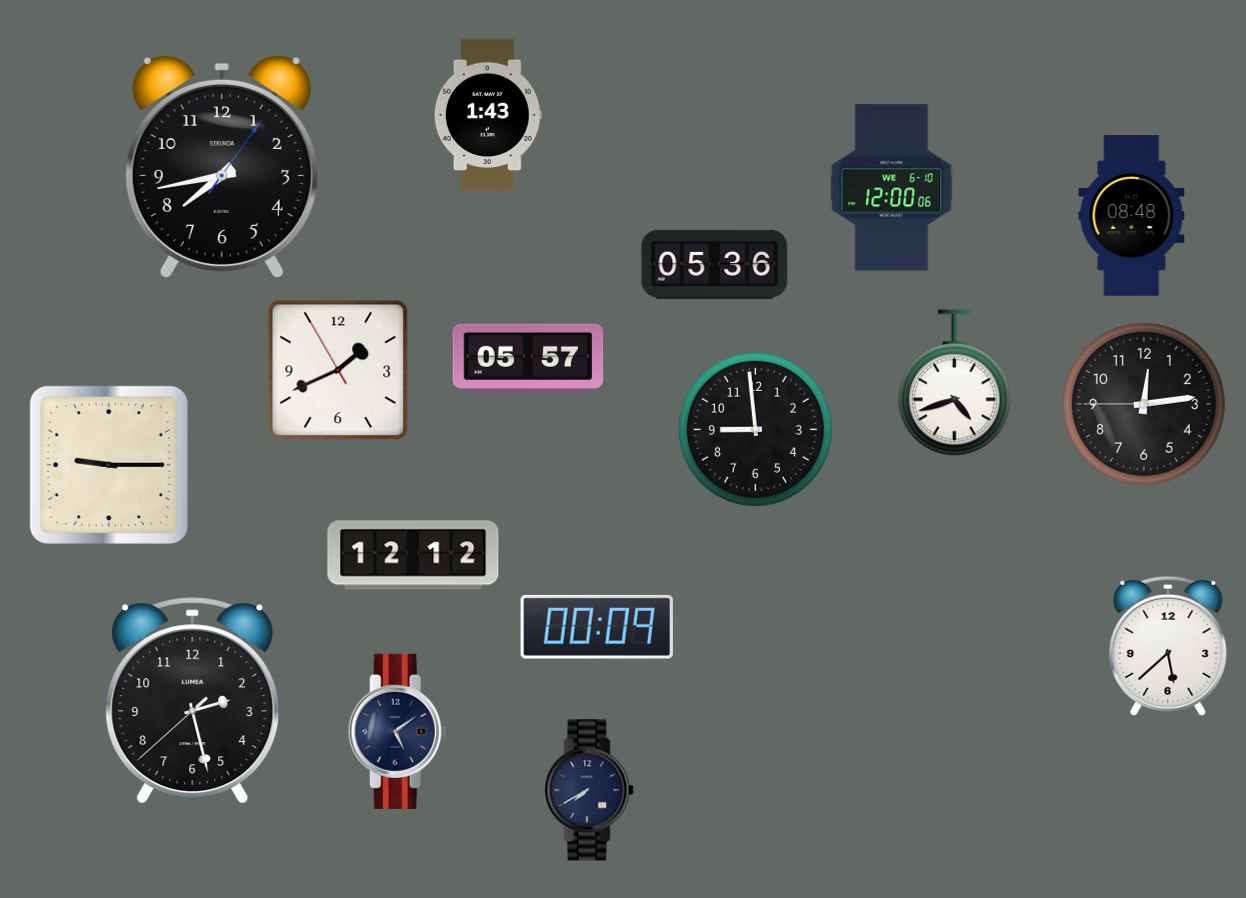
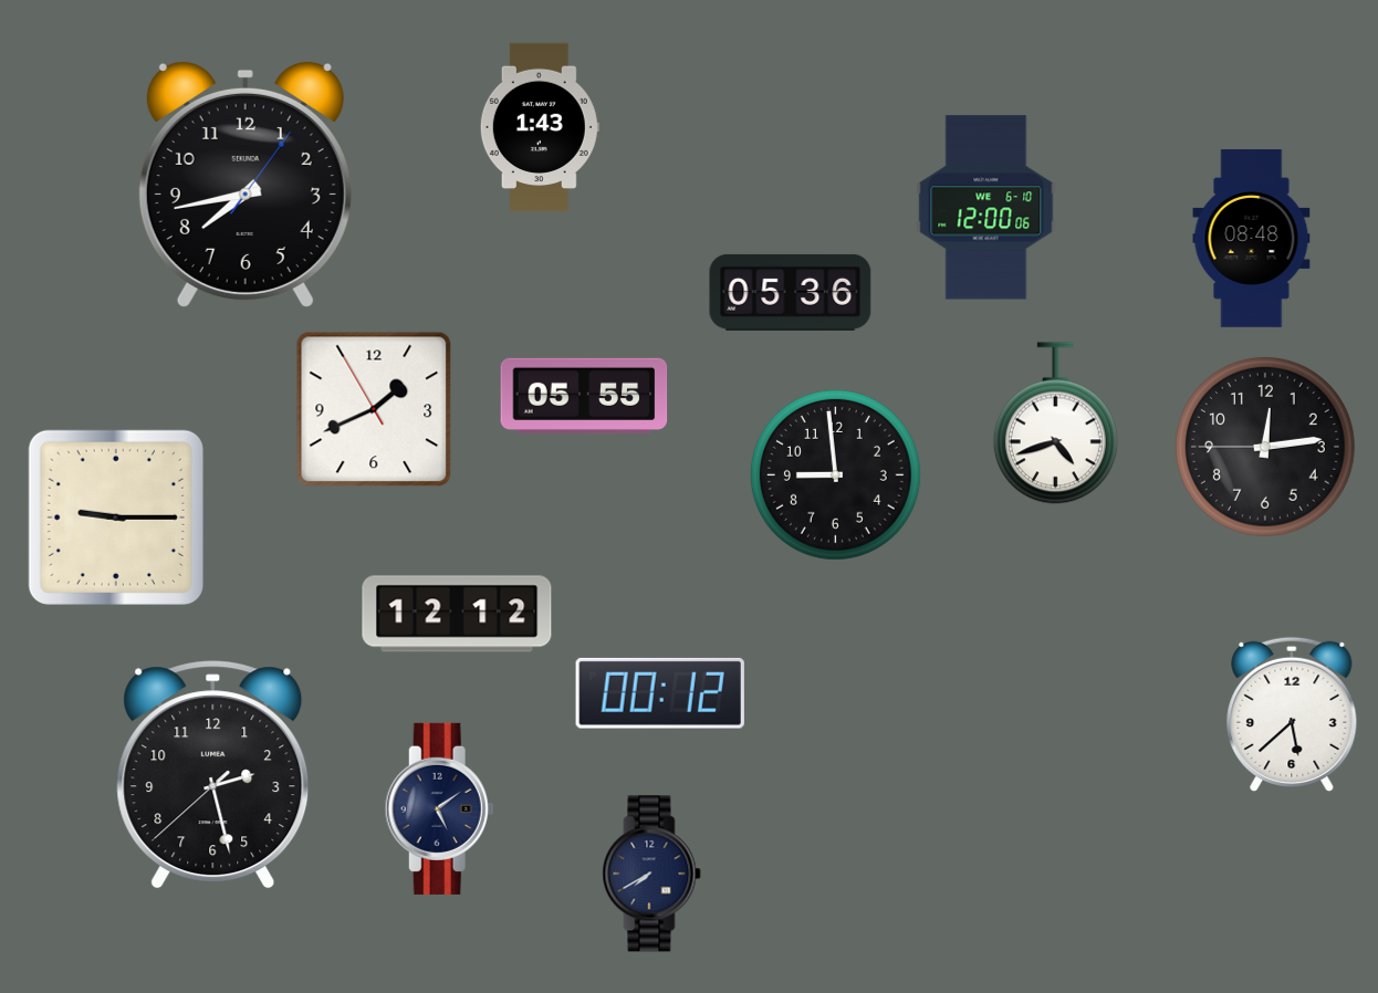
clock at (528, 358): 05:57 -> 05:55
clock at (109, 465) position: (109, 465) -> (116, 518)
clock at (597, 627): 00:09 -> 00:12
